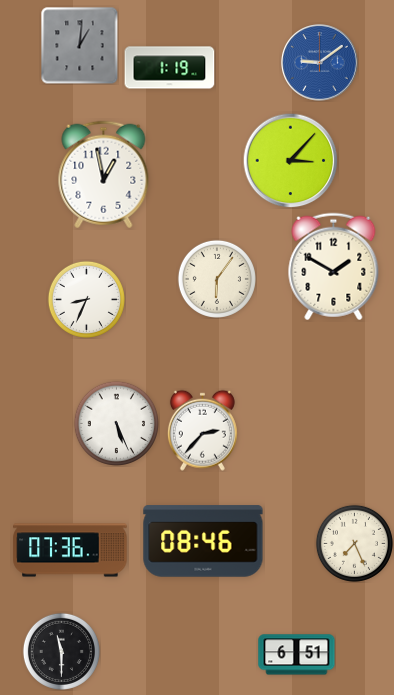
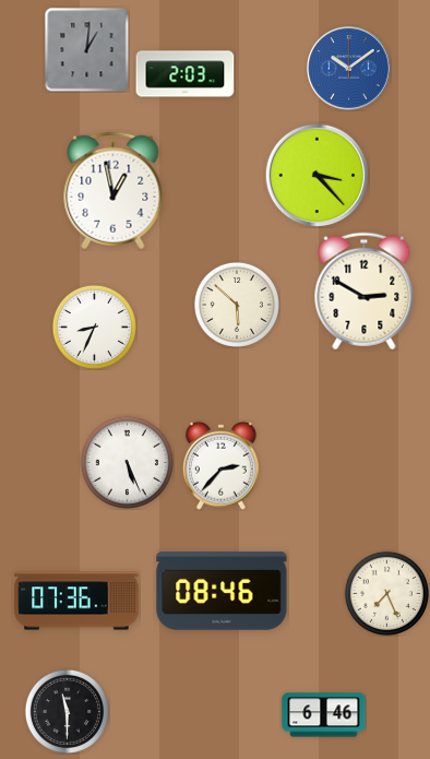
clock at (320, 63): 9:09 -> 10:09
clock at (170, 68): 1:19 -> 2:03
clock at (290, 160): 3:07 -> 3:23
clock at (334, 267): 1:50 -> 2:50
clock at (217, 279): 6:06 -> 5:52
clock at (202, 430) position: (202, 430) -> (220, 465)
clock at (297, 655): 6:51 -> 6:46
